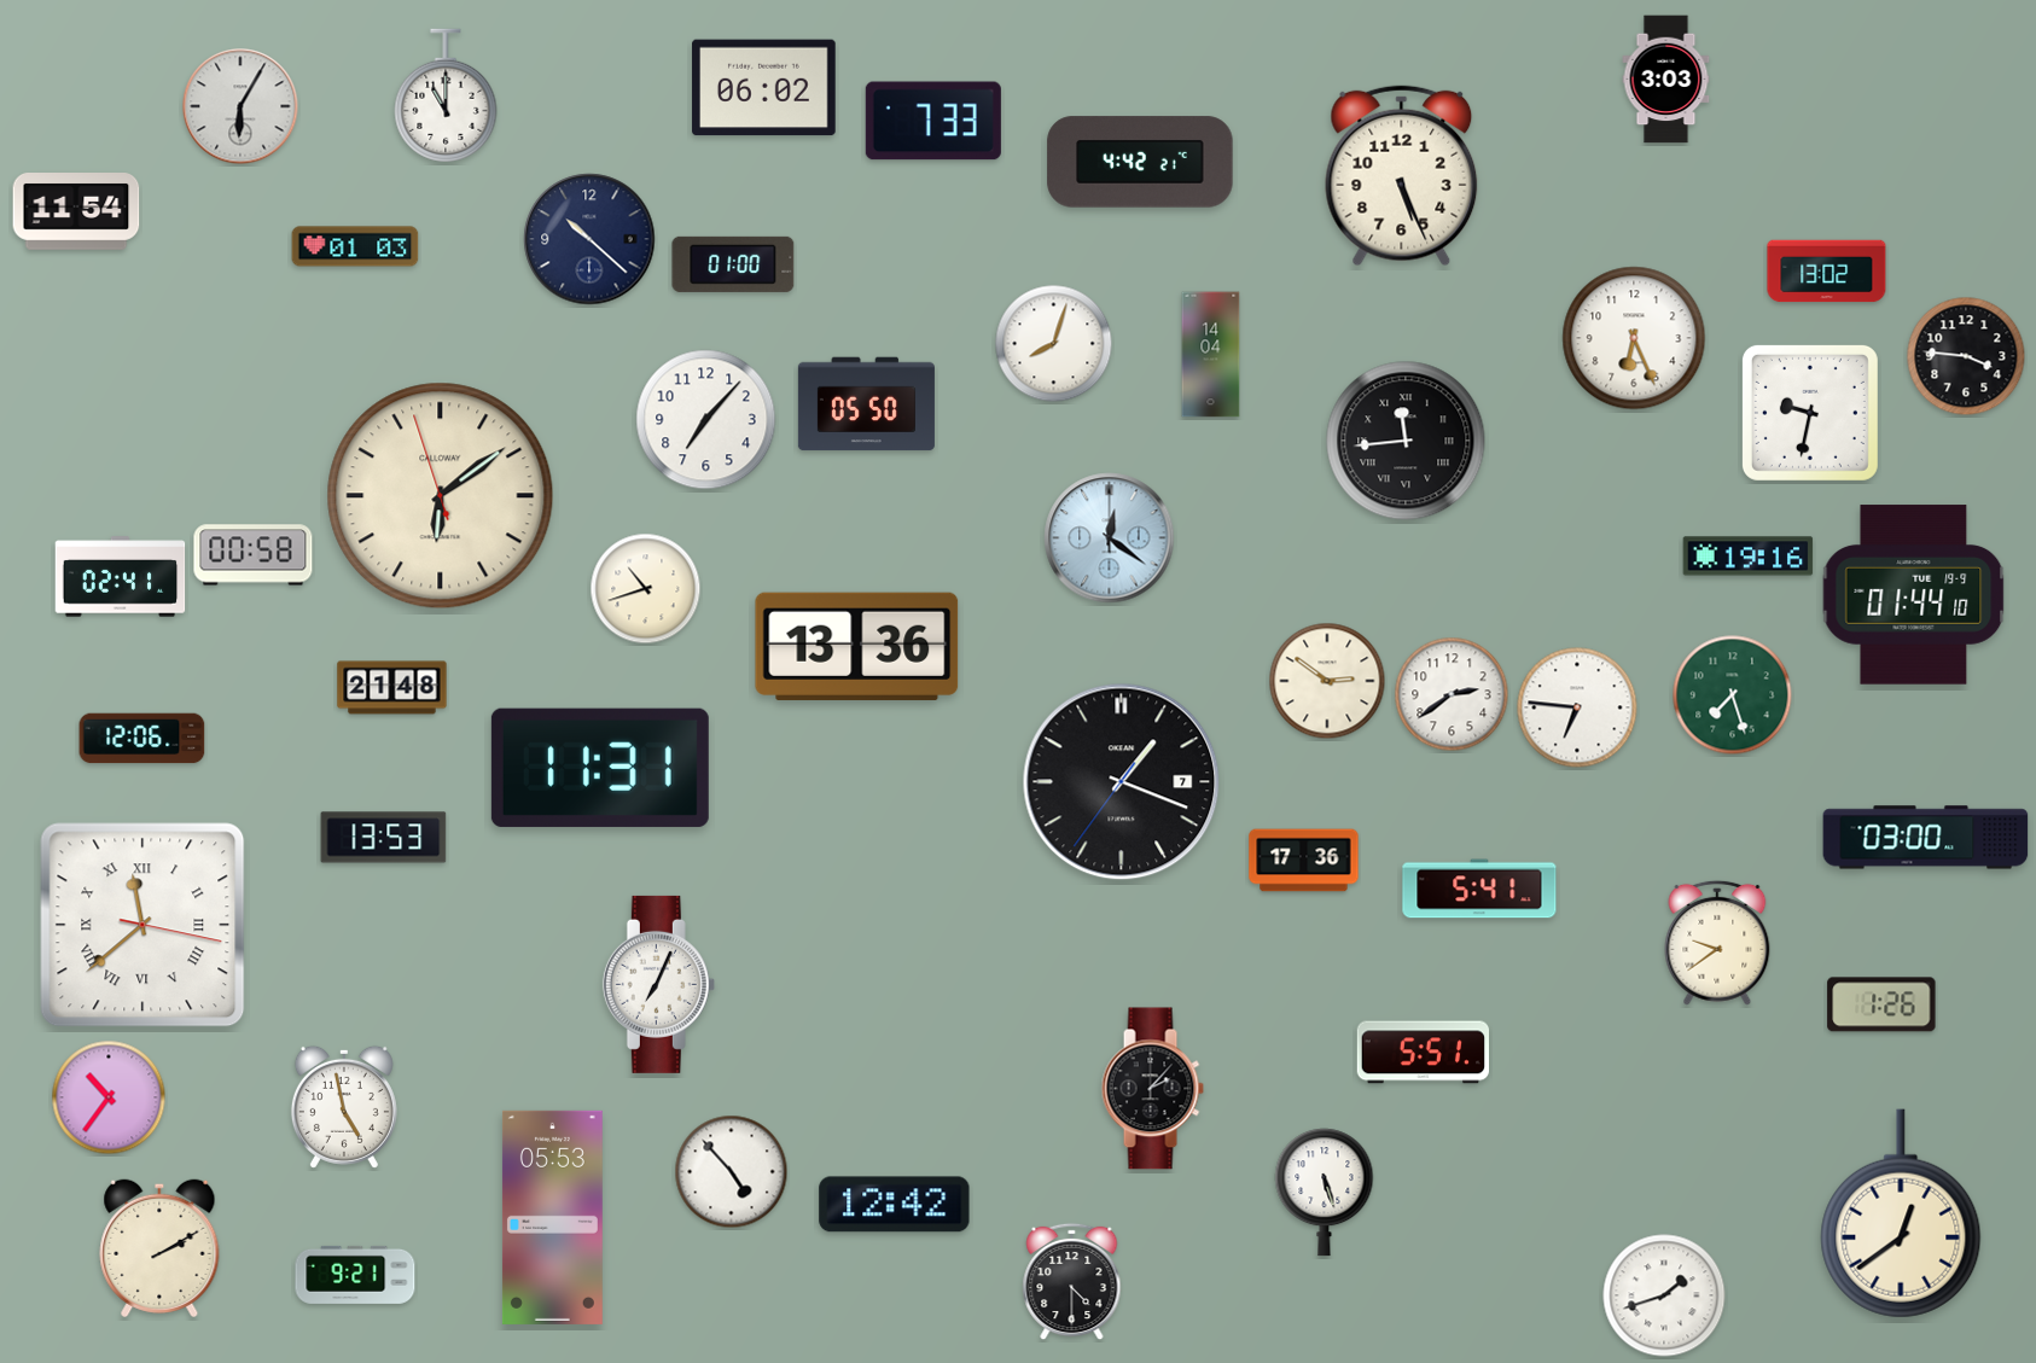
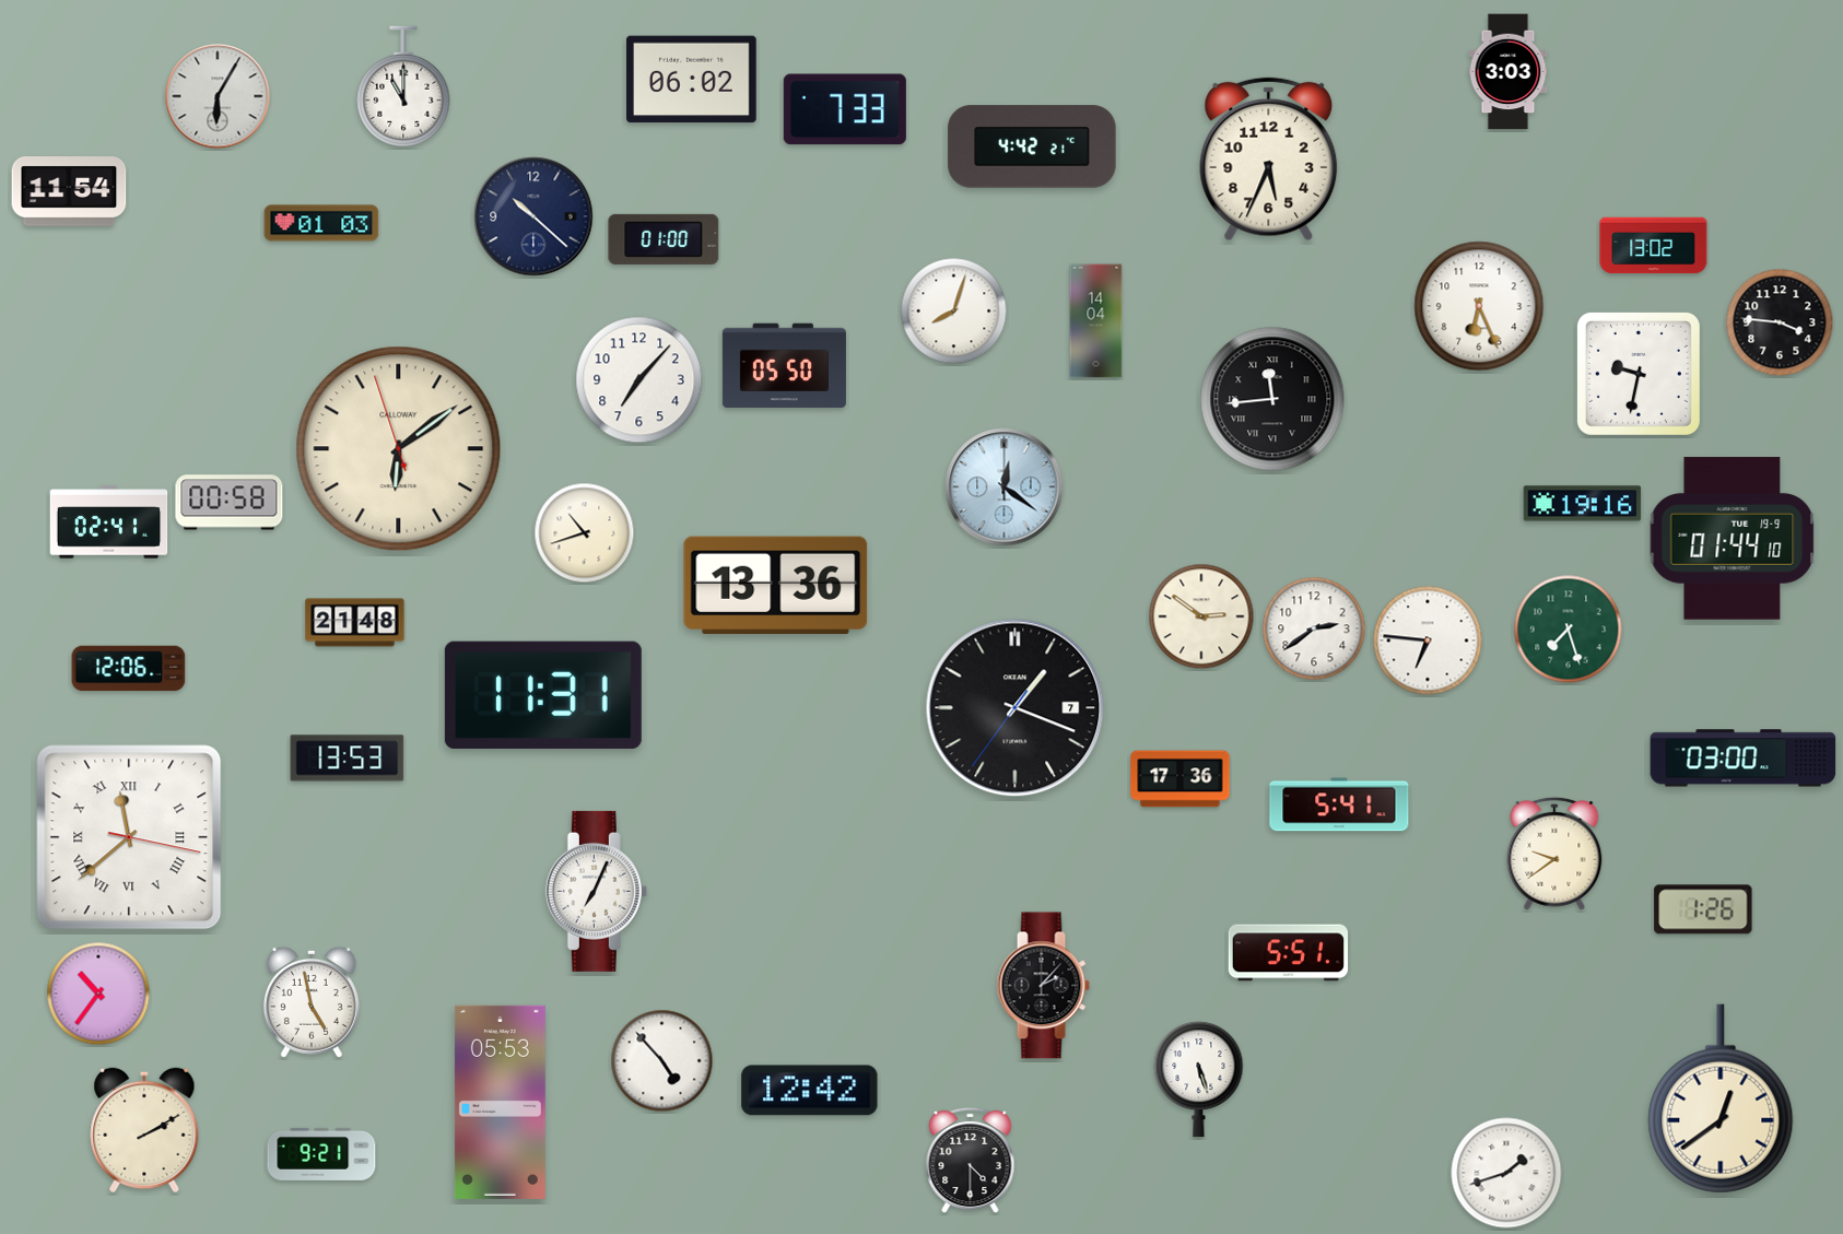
clock at (1402, 176): 5:26 -> 5:34
